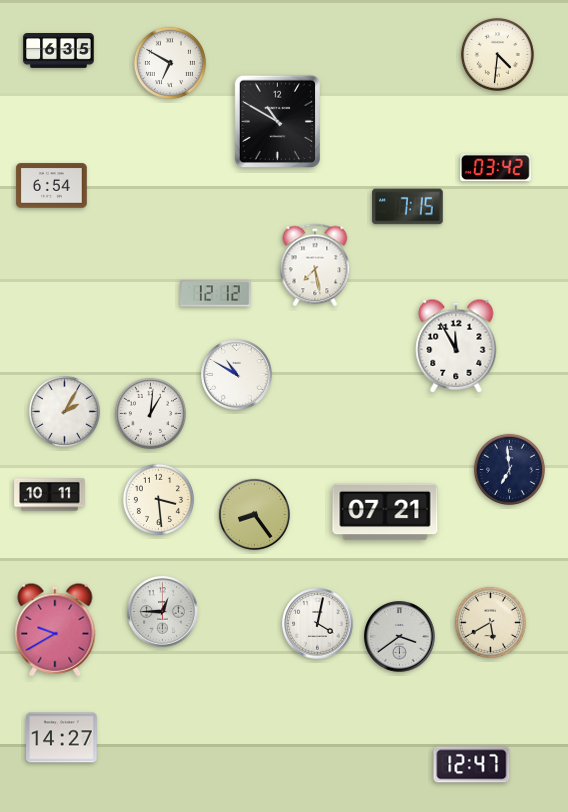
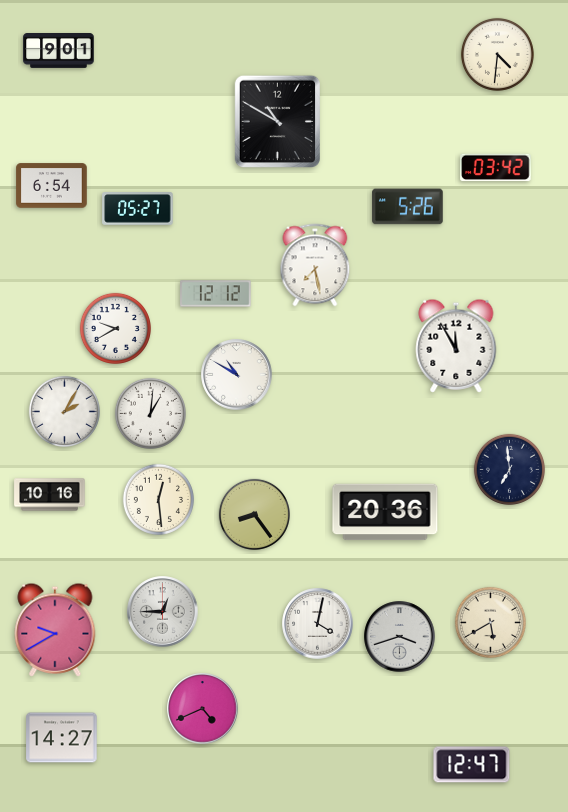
clock at (59, 51): 6:35 -> 9:01
clock at (170, 63): 6:50 -> none
clock at (408, 207): 7:15 -> 5:26
clock at (138, 209): none -> 05:27
clock at (115, 328): none -> 9:40
clock at (50, 495): 10:11 -> 10:16
clock at (158, 499): 3:29 -> 12:29
clock at (385, 512): 07:21 -> 20:36
clock at (400, 637): 3:39 -> 3:42
clock at (203, 709): none -> 4:41
